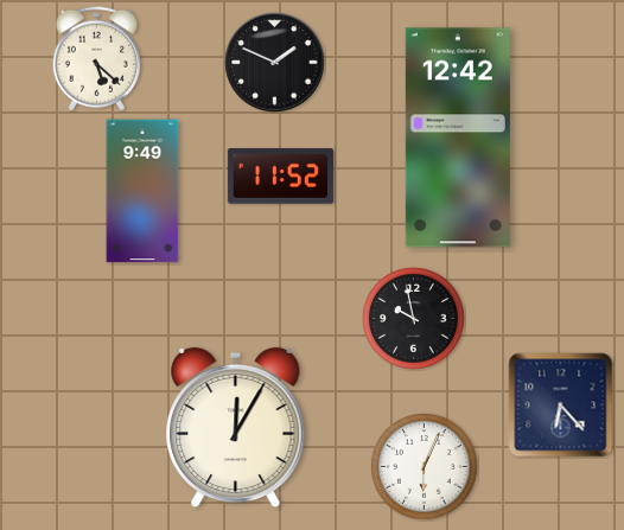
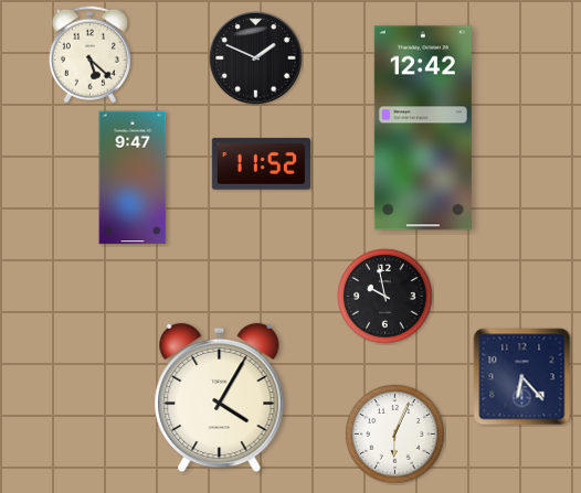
clock at (458, 138) position: (458, 138) -> (423, 128)
clock at (142, 191): 9:49 -> 9:47
clock at (236, 428): 12:05 -> 4:05
